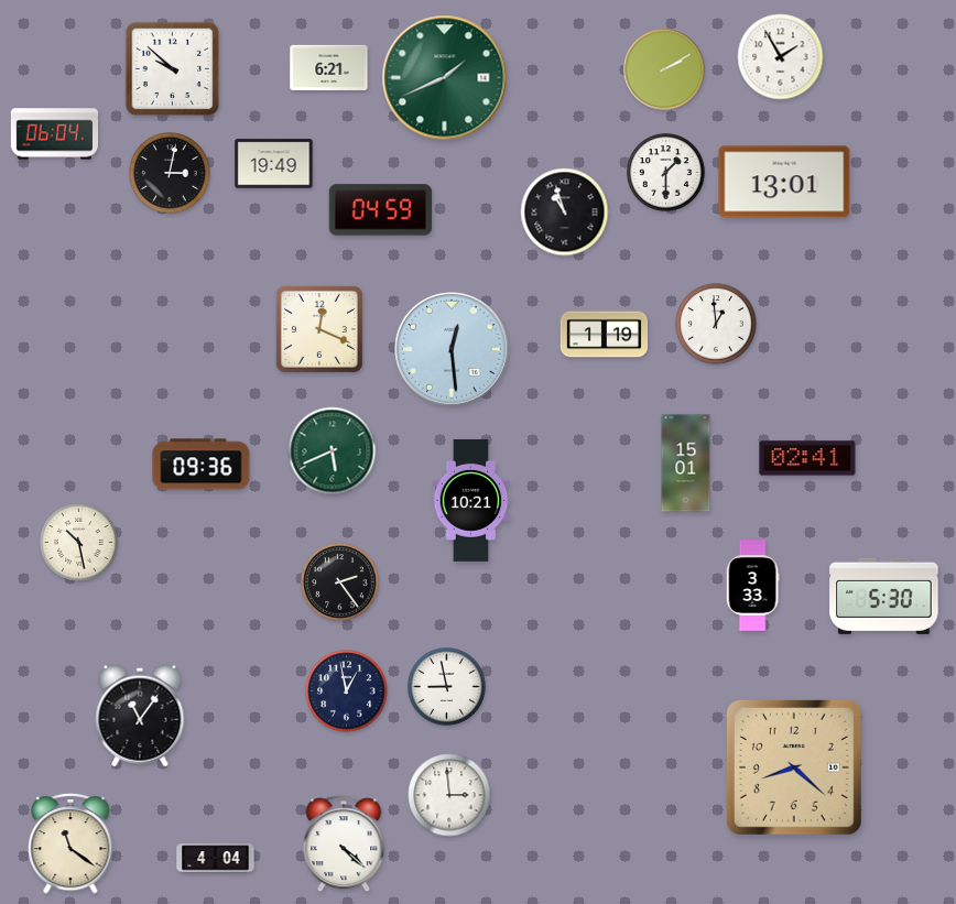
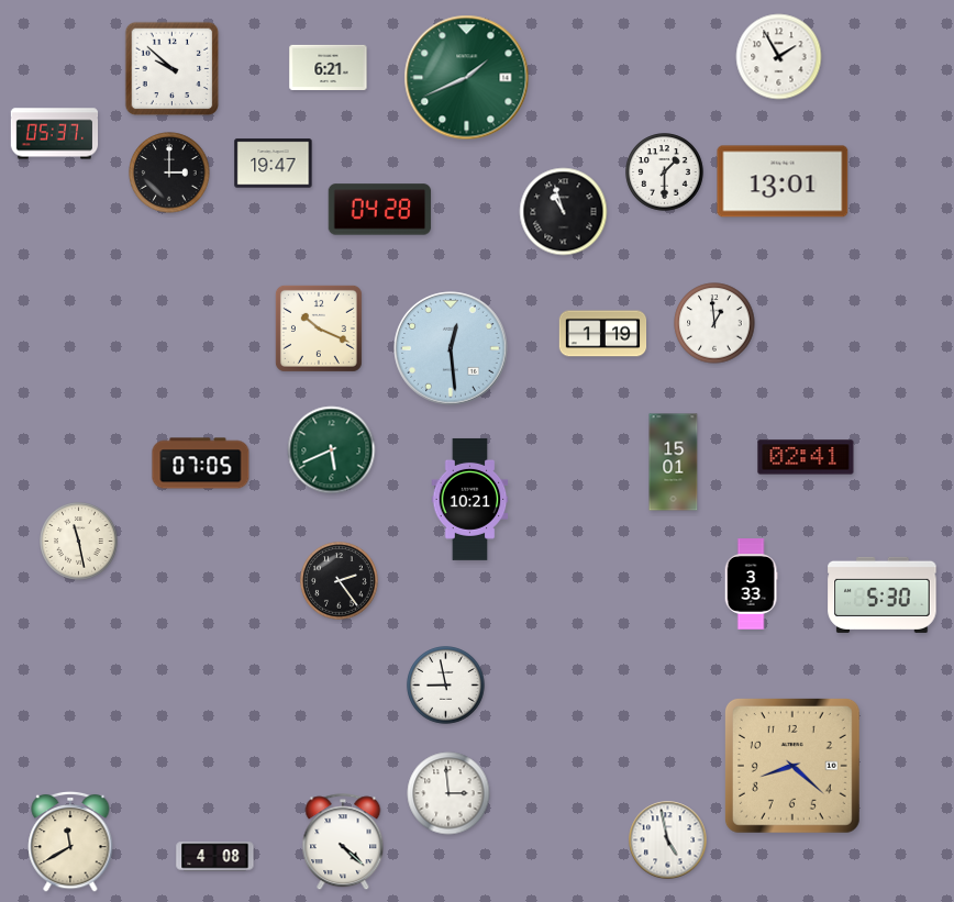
clock at (664, 69): 2:10 -> none
clock at (445, 78) position: (445, 78) -> (467, 78)
clock at (55, 134): 06:04 -> 05:37
clock at (274, 164): 19:49 -> 19:47
clock at (170, 173): 3:02 -> 3:00
clock at (381, 210): 04:59 -> 04:28
clock at (319, 329): 12:19 -> 10:19
clock at (686, 464) position: (686, 464) -> (674, 463)
clock at (202, 465): 09:36 -> 07:05
clock at (79, 543): 10:28 -> 11:28
clock at (347, 691): 12:58 -> none
clock at (140, 716): 11:06 -> none
clock at (668, 840): none -> 4:58
clock at (70, 843): 11:21 -> 11:40
clock at (216, 859): 4:04 -> 4:08
